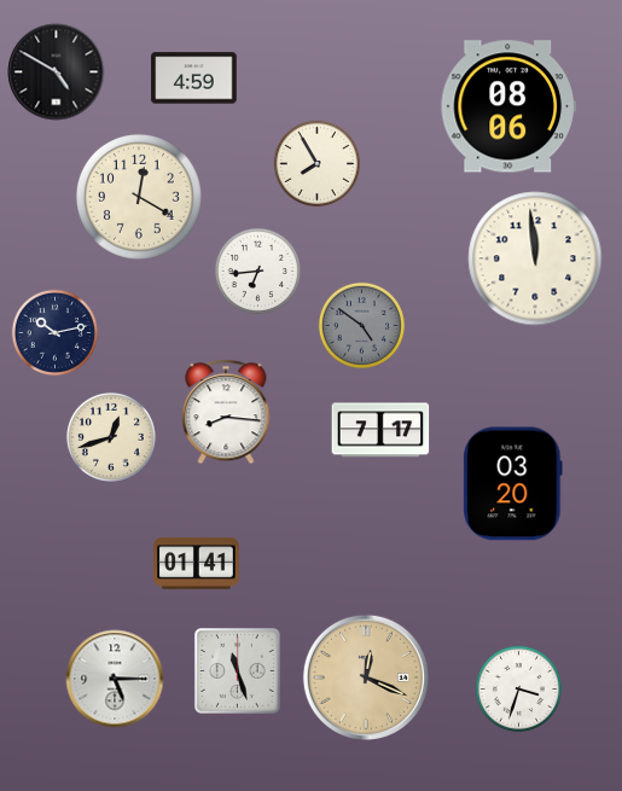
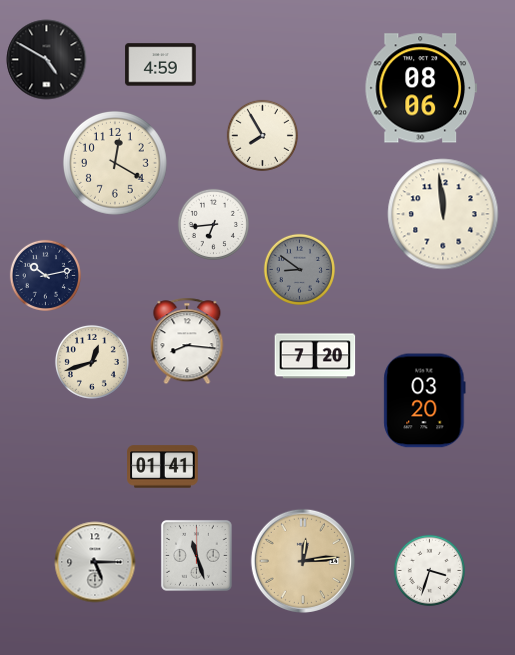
clock at (361, 325): 4:51 -> 8:51
clock at (380, 430): 7:17 -> 7:20
clock at (366, 677): 12:19 -> 12:14
